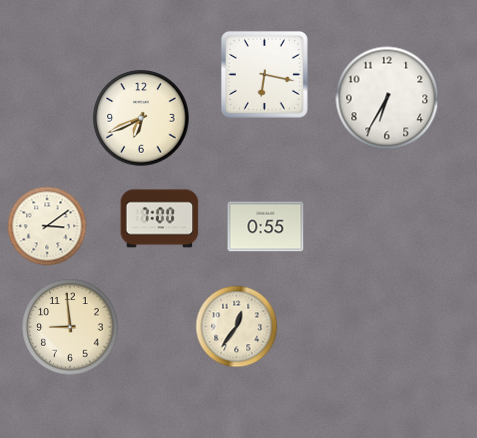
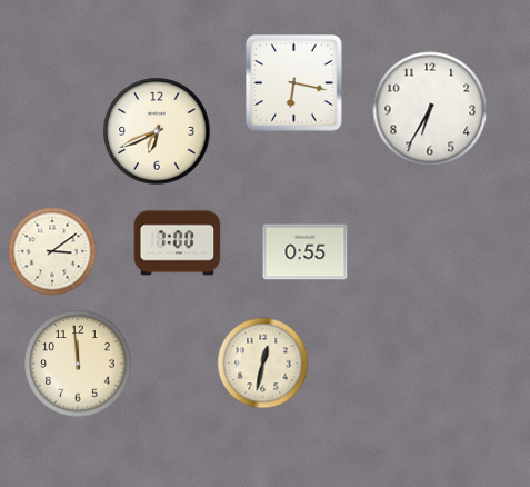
clock at (266, 227) position: (266, 227) -> (306, 252)
clock at (70, 327): 8:59 -> 11:59
clock at (237, 327): 12:36 -> 12:32
